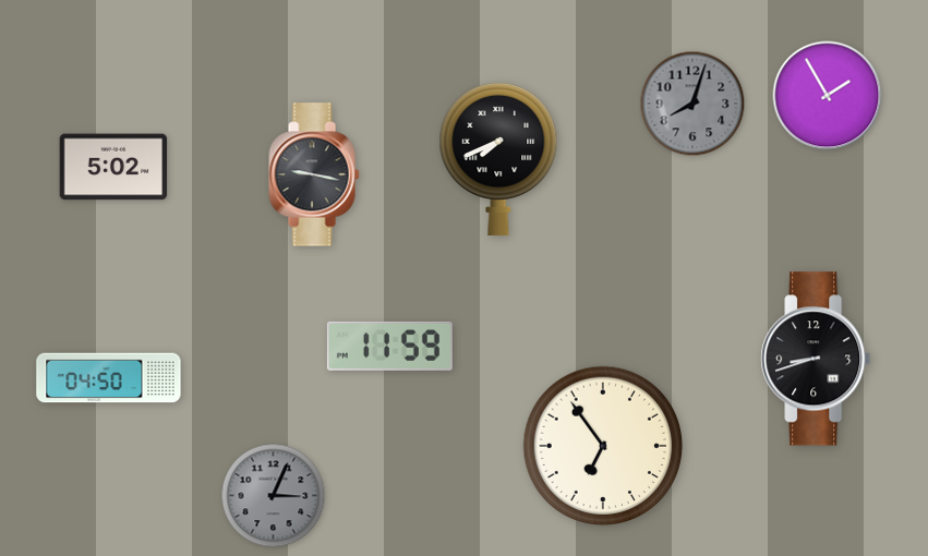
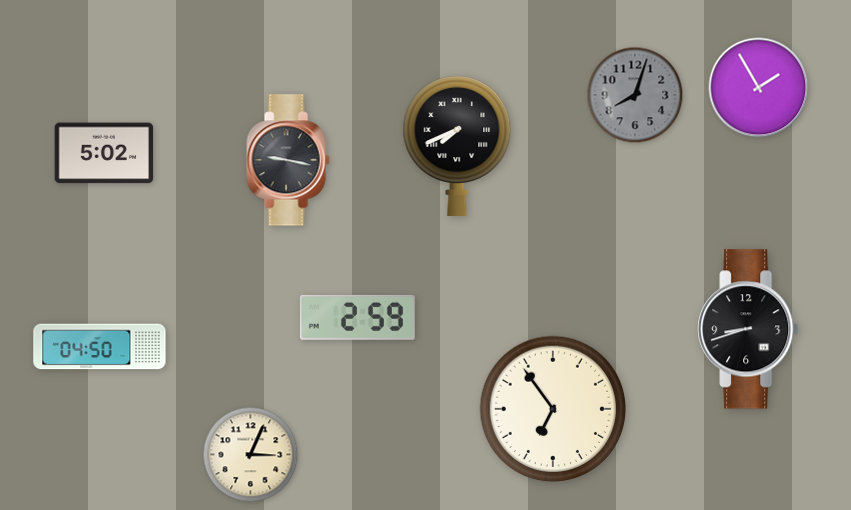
clock at (389, 346): 11:59 -> 2:59
clock at (274, 496) dial: grey -> cream
